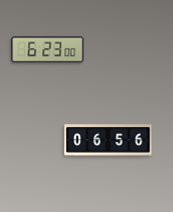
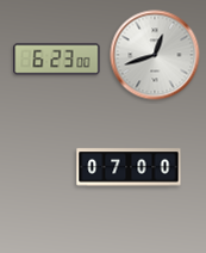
clock at (155, 55): none -> 12:42
clock at (108, 140): 06:56 -> 07:00
